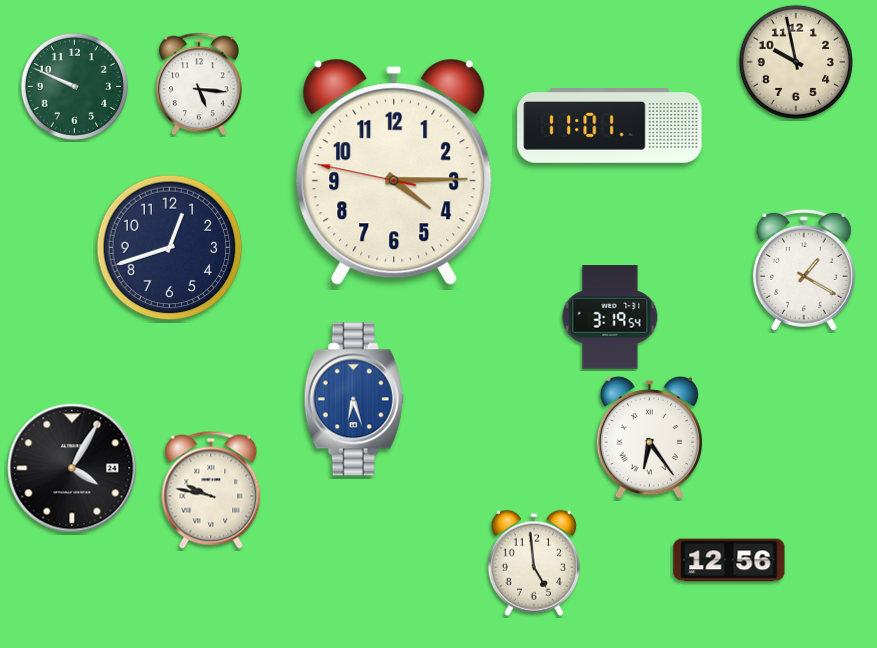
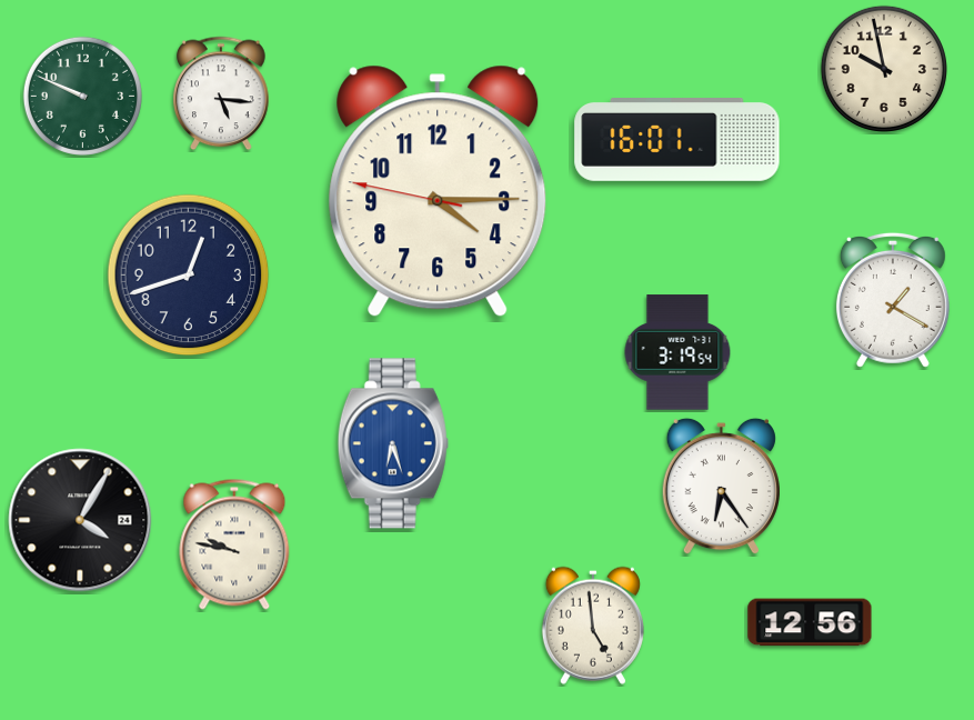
clock at (610, 126): 11:01 -> 16:01
